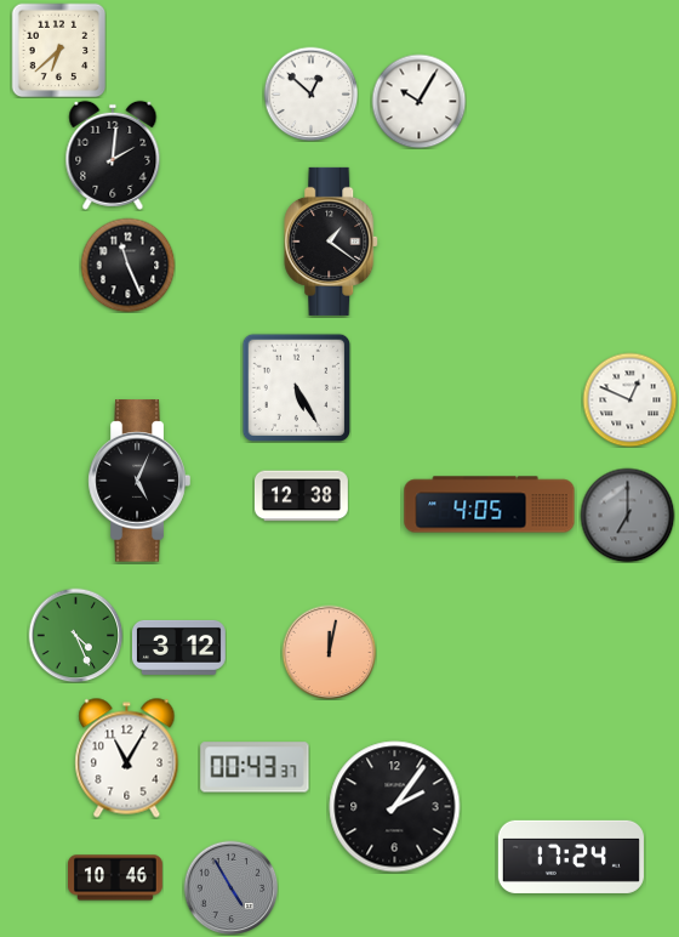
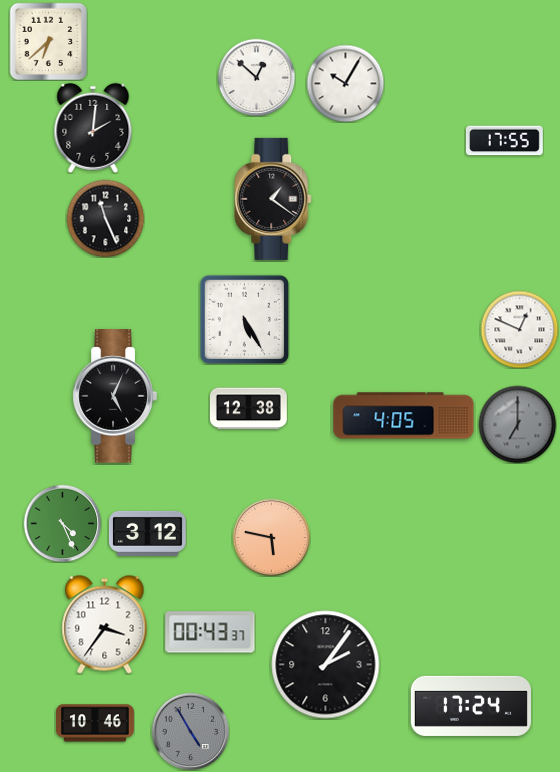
clock at (504, 141): none -> 17:55
clock at (329, 652): 12:02 -> 5:47
clock at (127, 759): 11:05 -> 3:36
